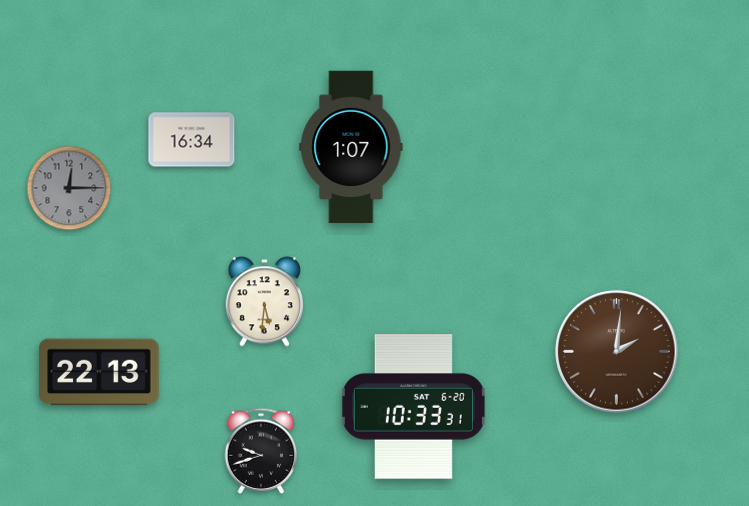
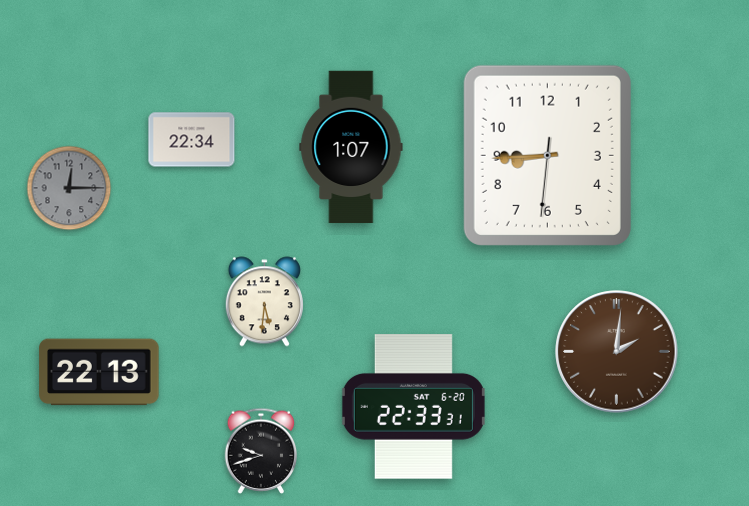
clock at (192, 140): 16:34 -> 22:34
clock at (547, 155): none -> 8:44
clock at (413, 407): 10:33 -> 22:33
